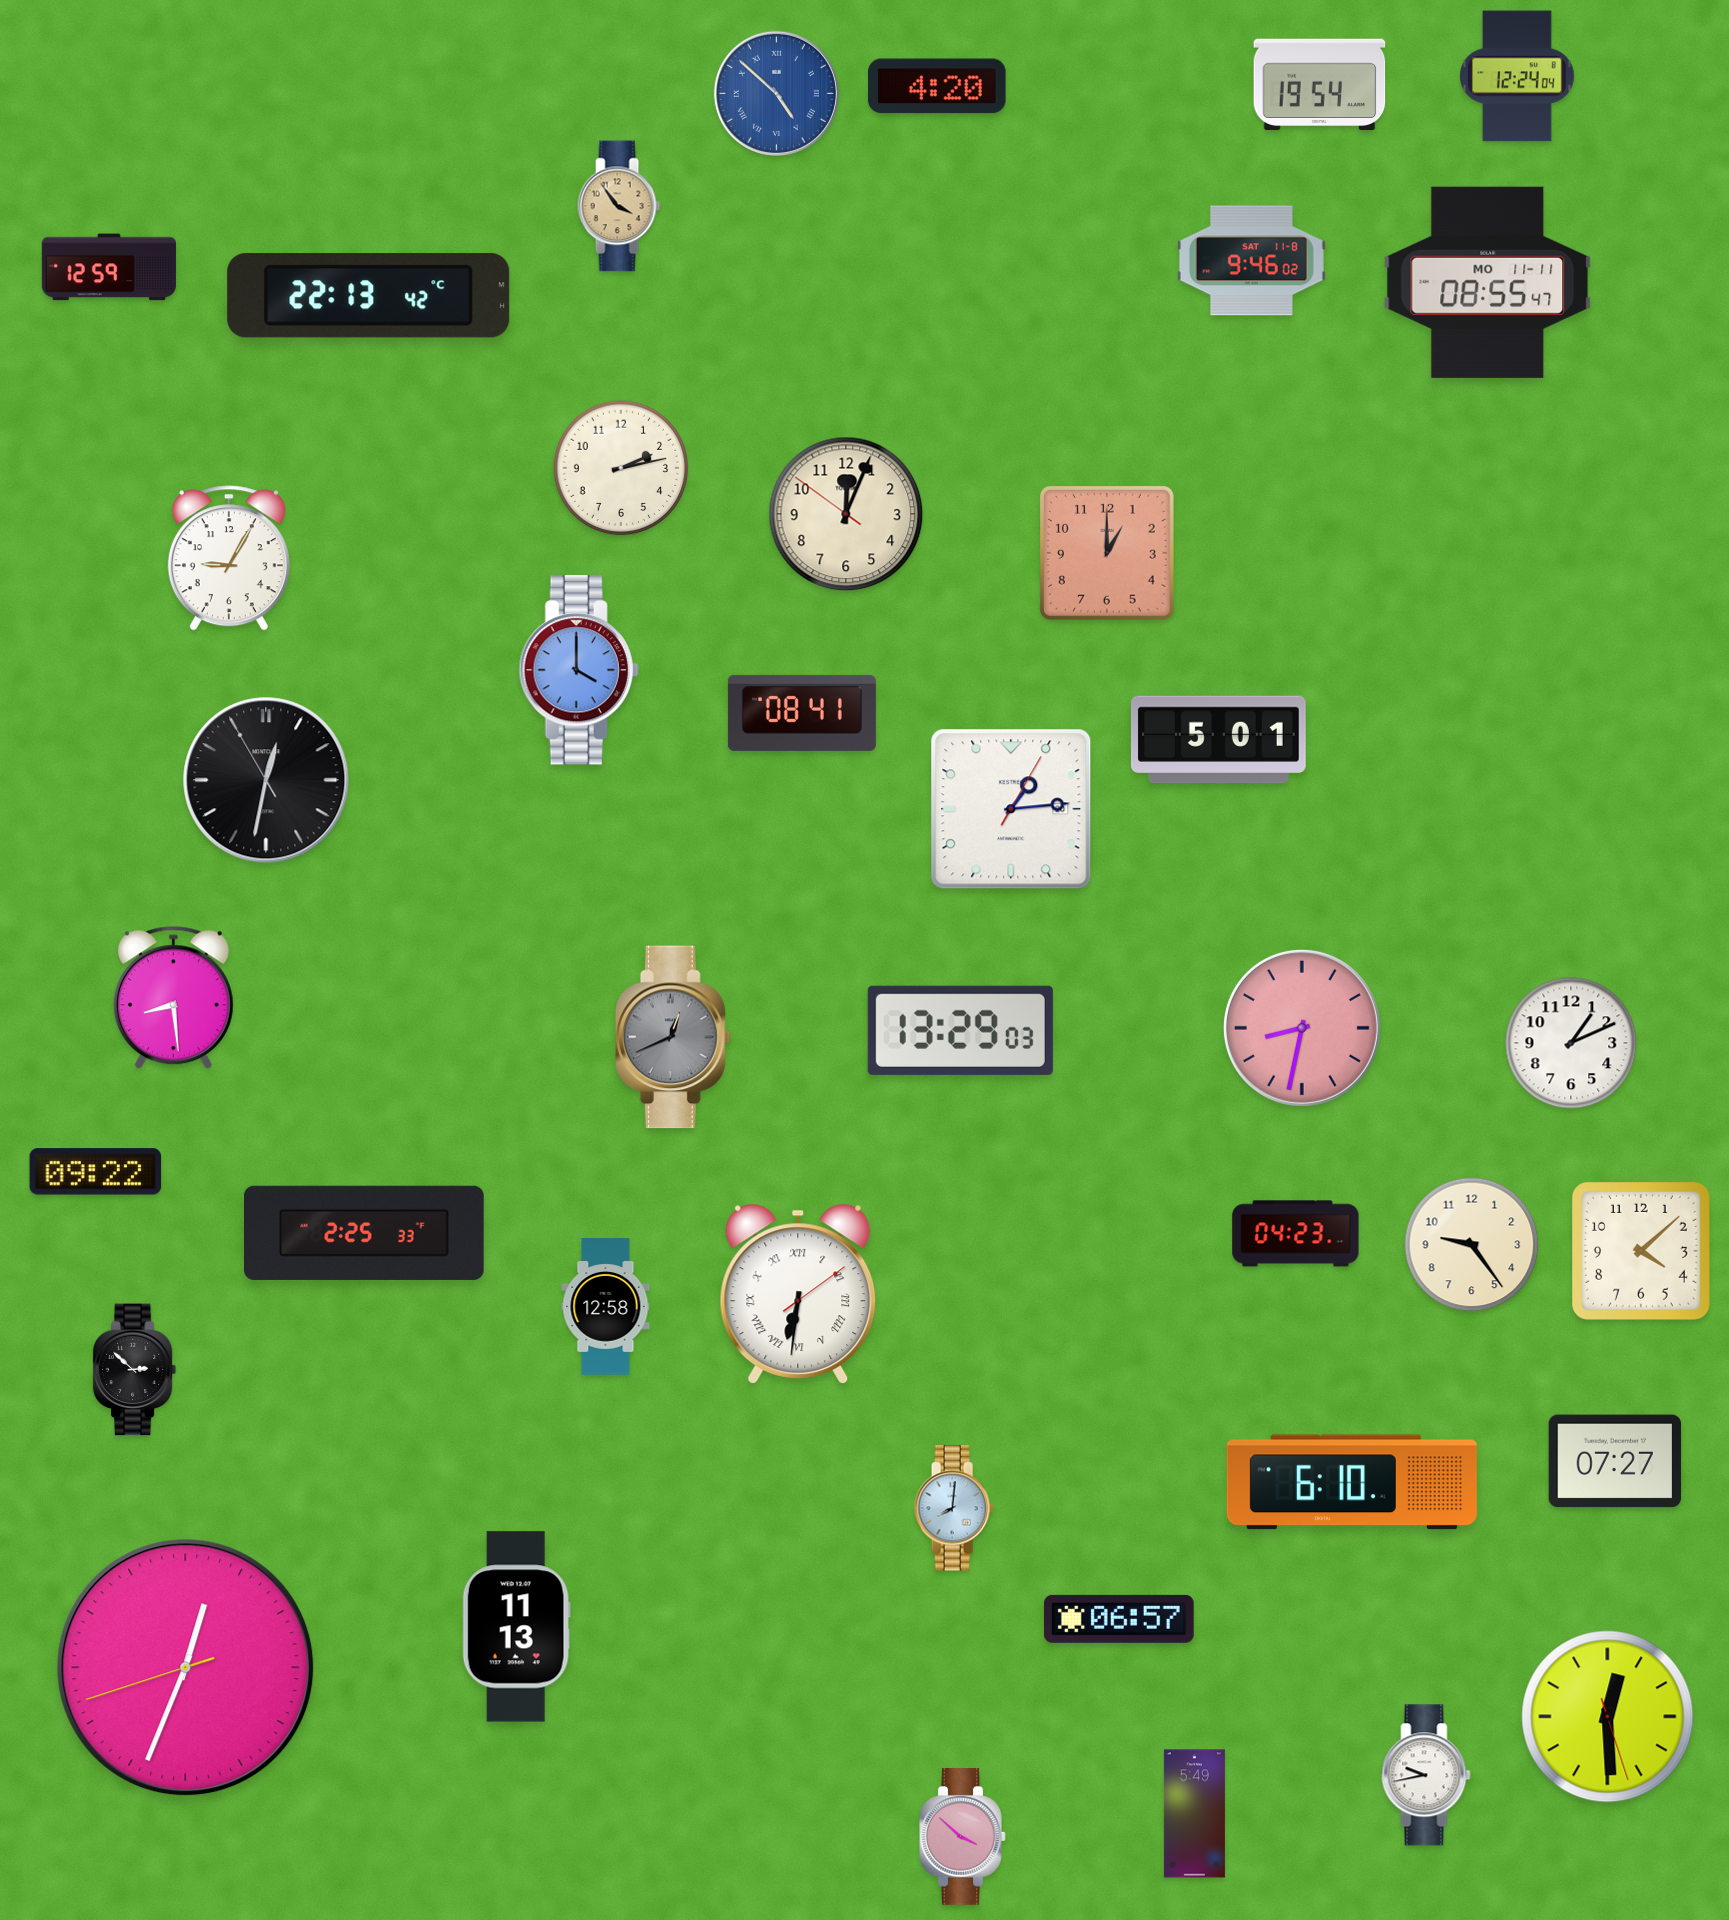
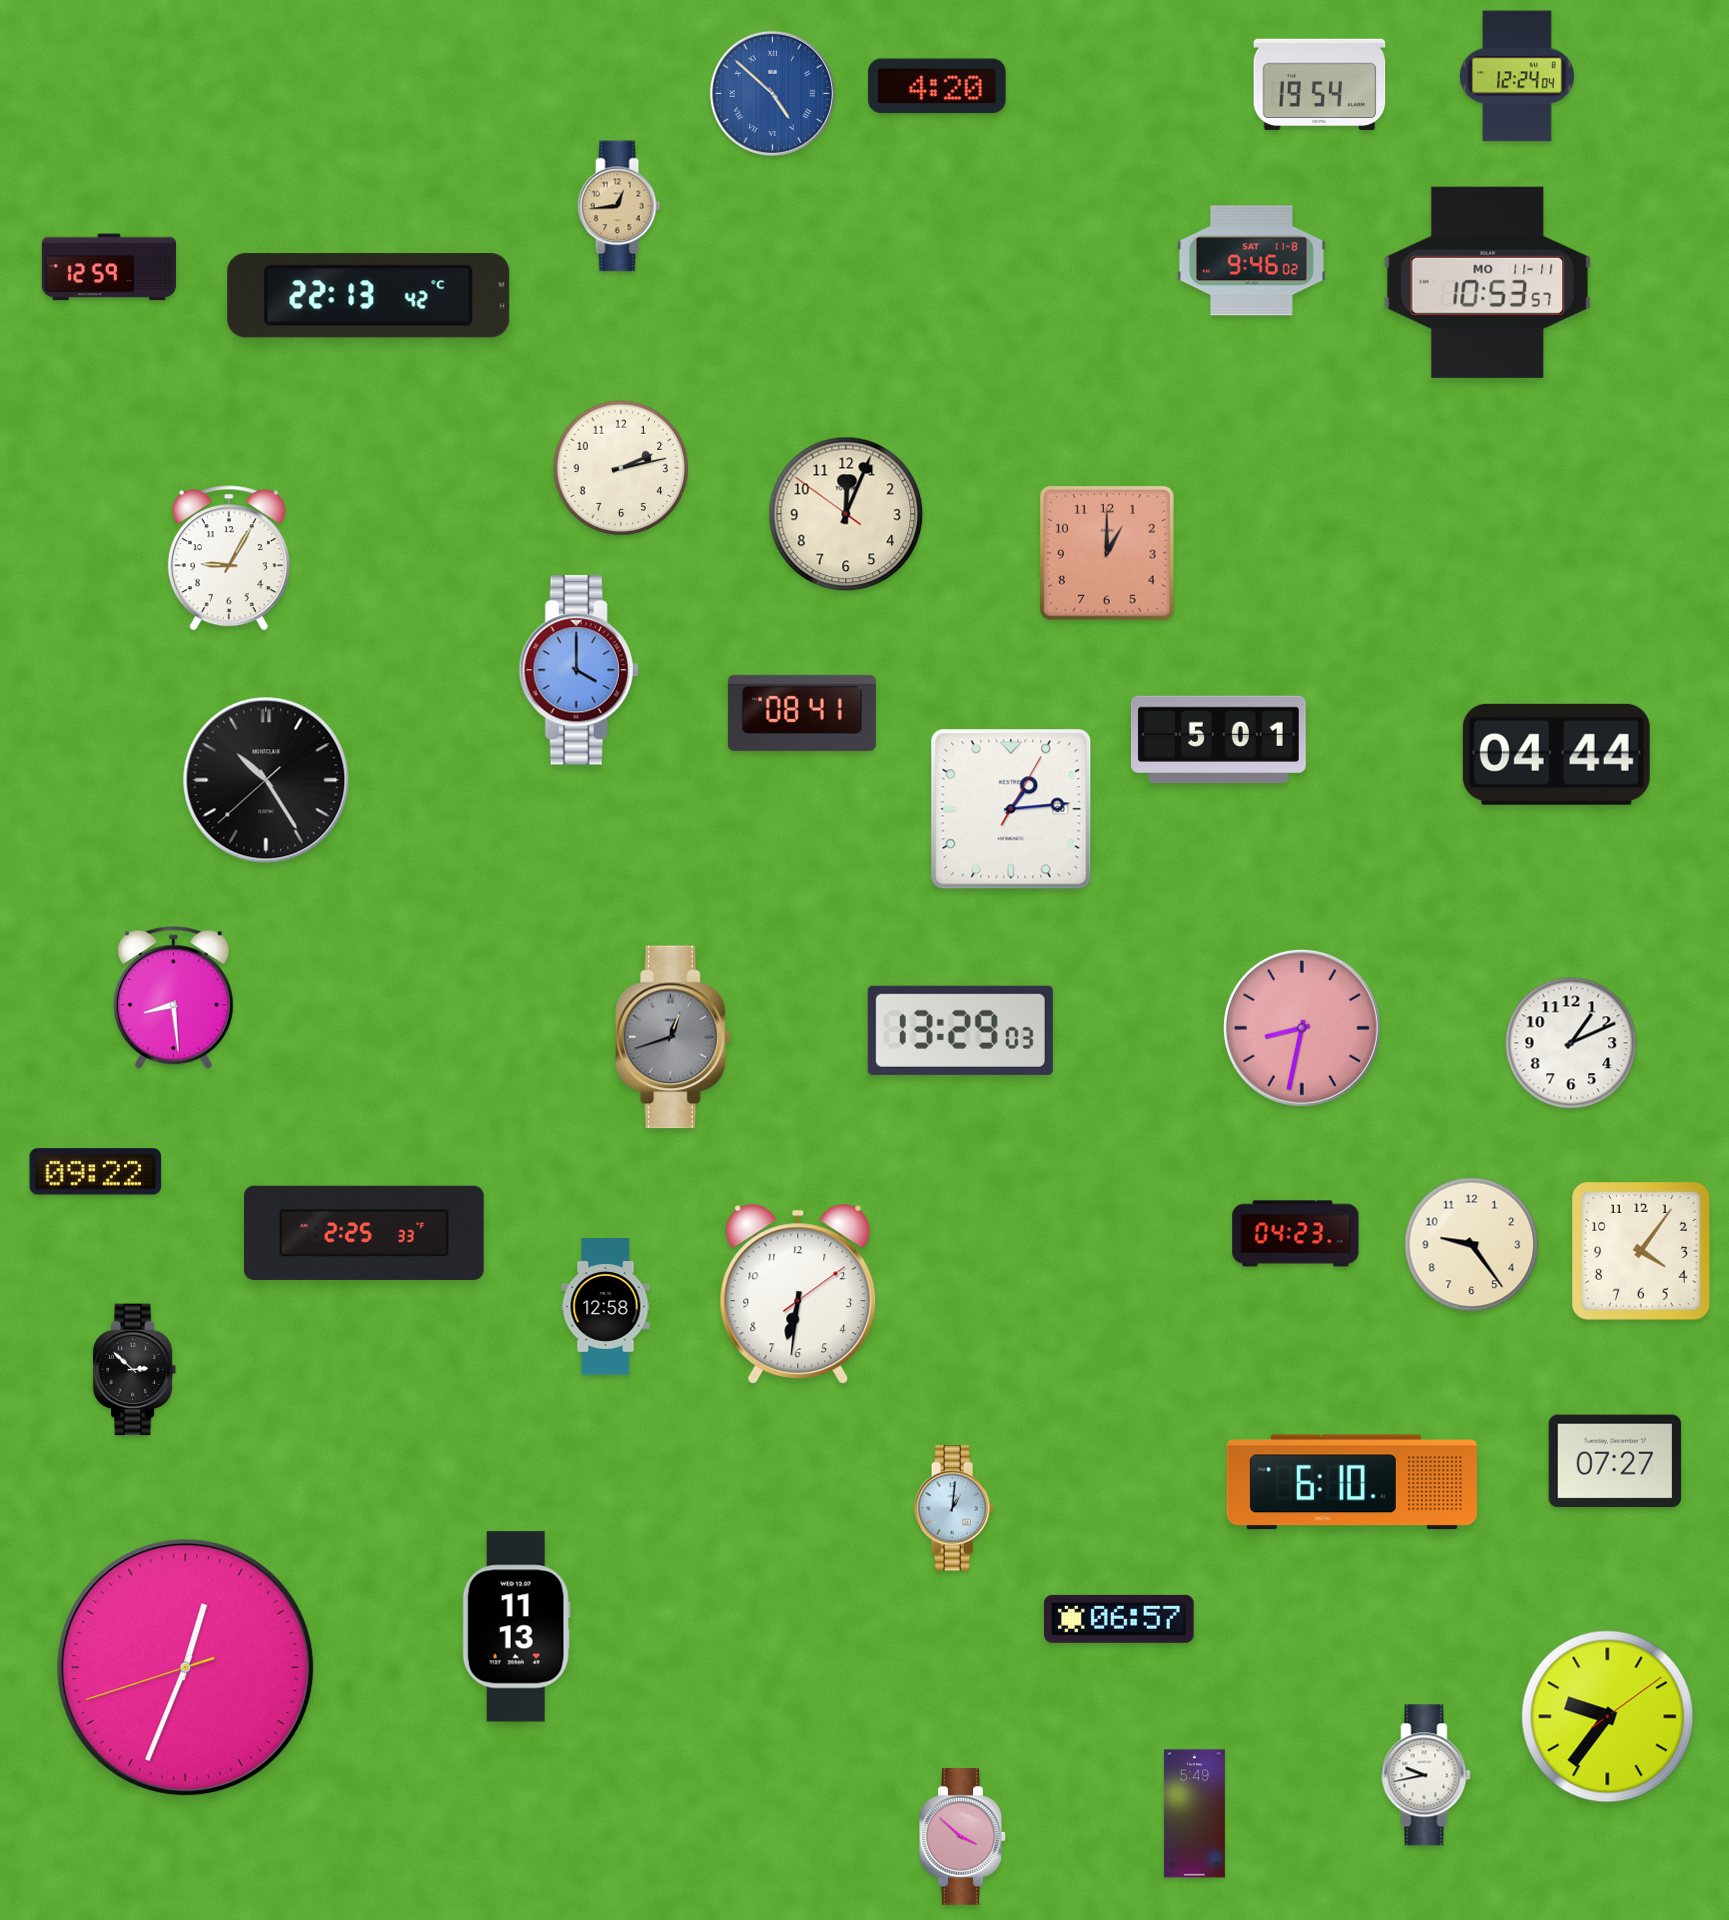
clock at (776, 93) position: (776, 93) -> (772, 93)
clock at (619, 206): 3:54 -> 12:44
clock at (1488, 282): 08:55 -> 10:53
clock at (1556, 754): none -> 04:44
clock at (266, 780): 12:31 -> 10:24
clock at (673, 1037): 12:41 -> 12:42
clock at (1642, 1252): 4:08 -> 4:06
clock at (798, 1294) numerals: Roman -> Arabic
clock at (954, 1508): 8:01 -> 1:01
clock at (1608, 1717): 12:29 -> 9:36
